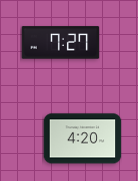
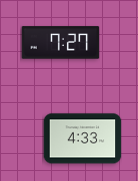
clock at (82, 139): 4:20 -> 4:33
